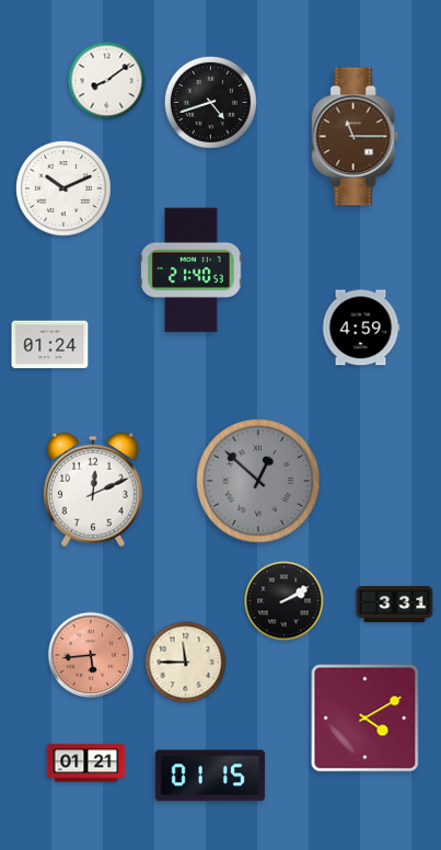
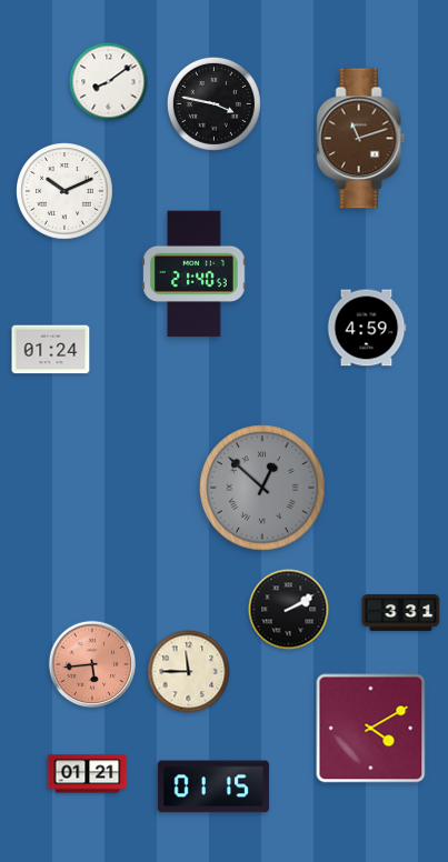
clock at (210, 102): 4:42 -> 3:47
clock at (356, 137): 11:15 -> 11:12
clock at (361, 328) position: (361, 328) -> (367, 328)
clock at (93, 490): 12:11 -> none
